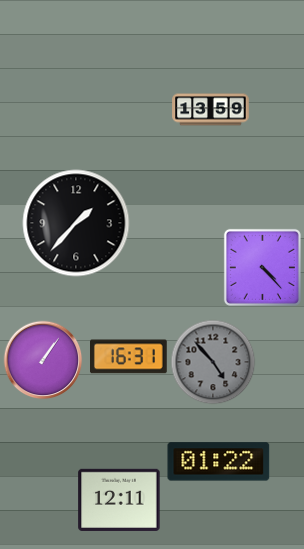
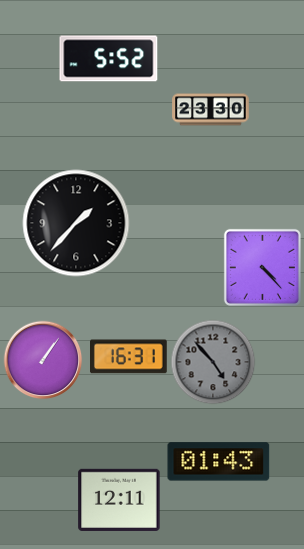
clock at (109, 59): none -> 5:52
clock at (211, 110): 13:59 -> 23:30
clock at (219, 462): 01:22 -> 01:43
